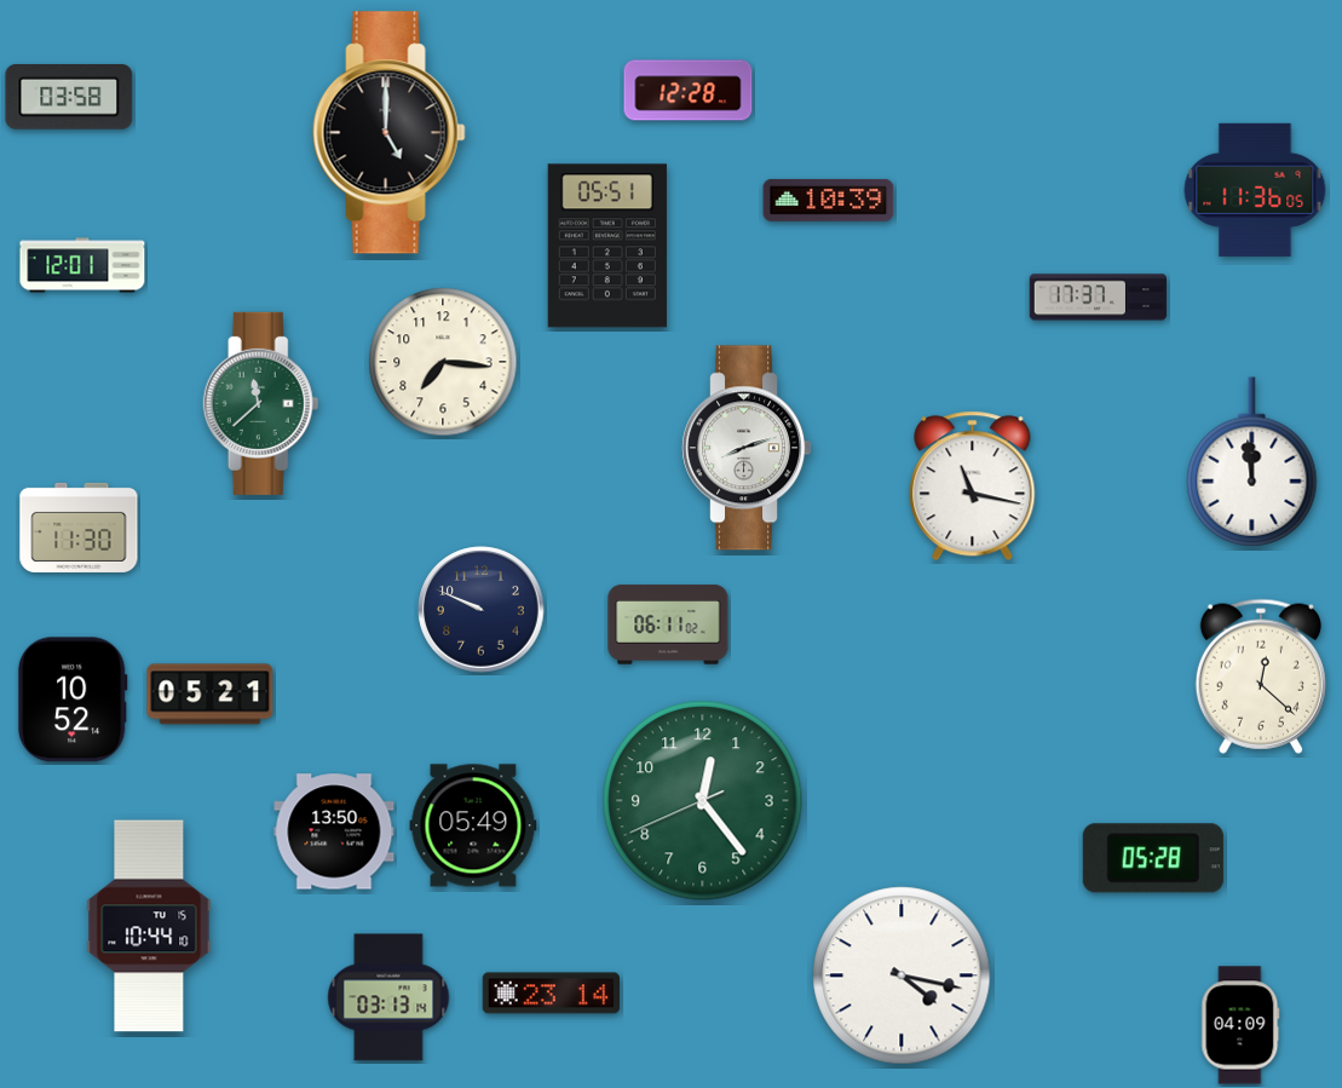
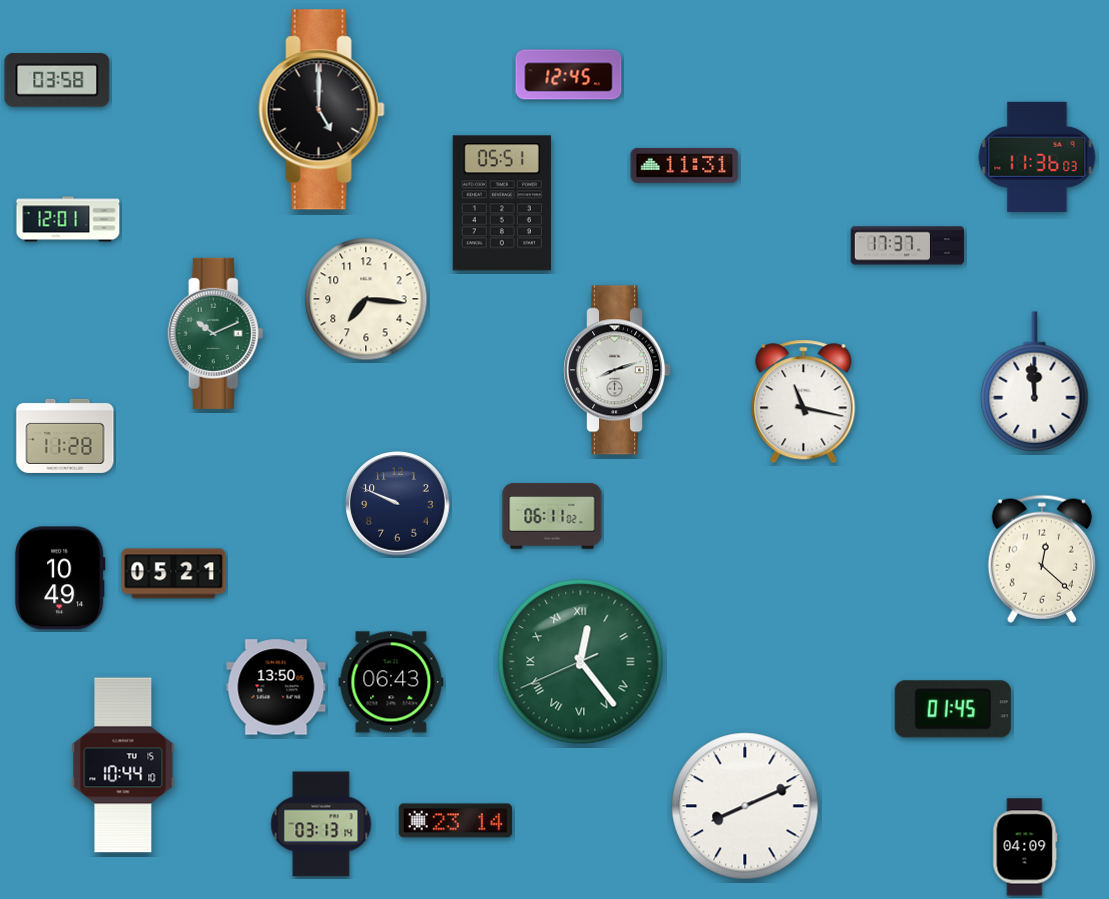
clock at (689, 91): 12:28 -> 12:45
clock at (1255, 190): 11:36:05 -> 11:36:03
clock at (829, 200): 10:39 -> 11:31
clock at (261, 403): 11:38 -> 10:11
clock at (79, 528): 11:30 -> 11:28
clock at (73, 700): 10:52 -> 10:49
clock at (703, 801) numerals: Arabic -> Roman
clock at (473, 825): 05:49 -> 06:43
clock at (1153, 858): 05:28 -> 01:45
clock at (902, 975): 4:17 -> 8:11
